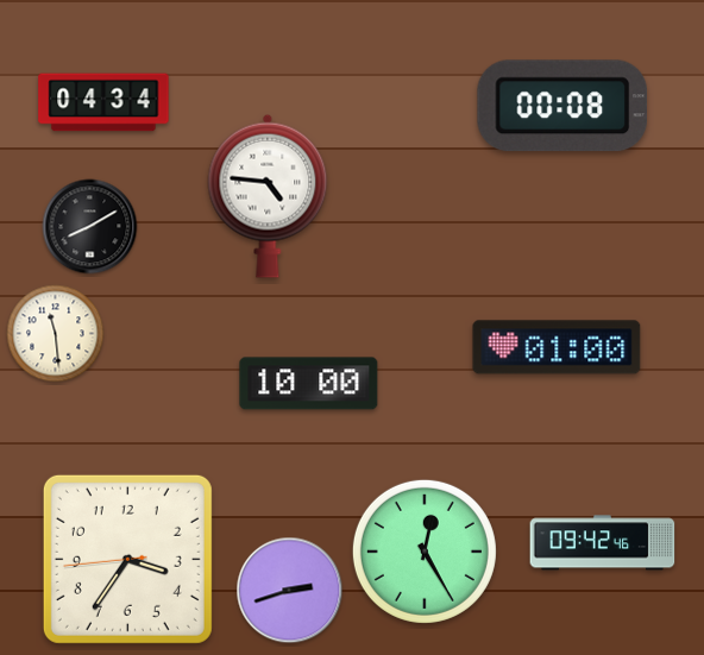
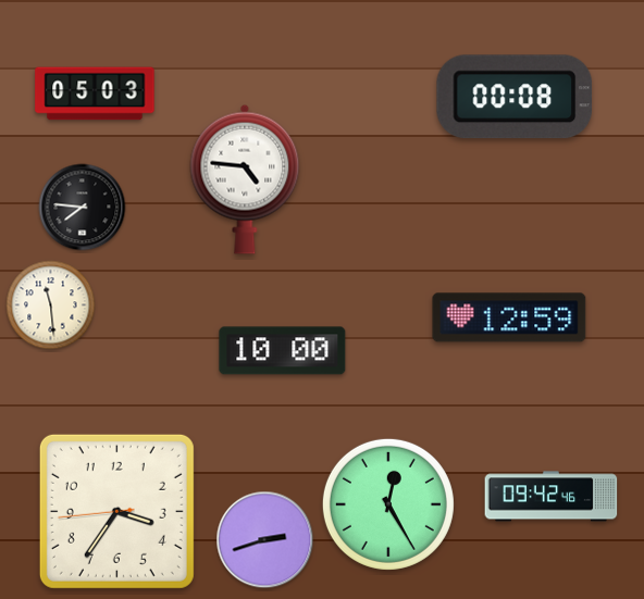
clock at (103, 102): 04:34 -> 05:03
clock at (90, 227): 8:10 -> 7:46
clock at (557, 347): 01:00 -> 12:59
